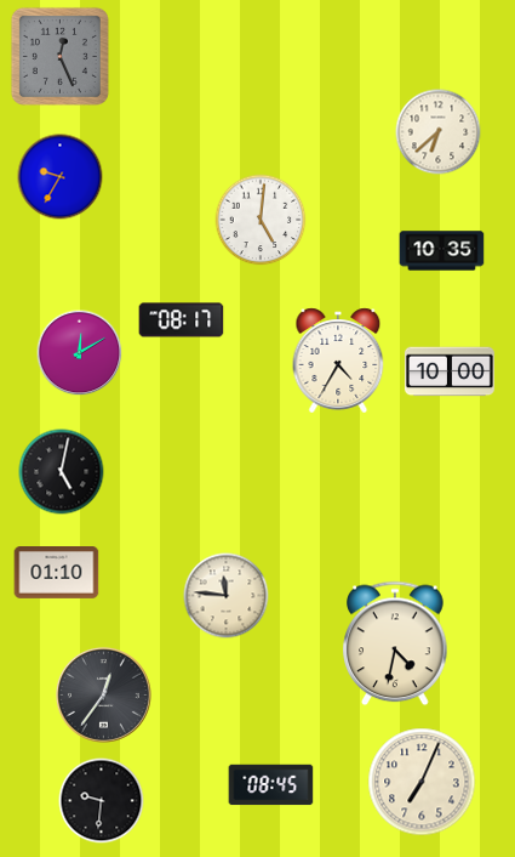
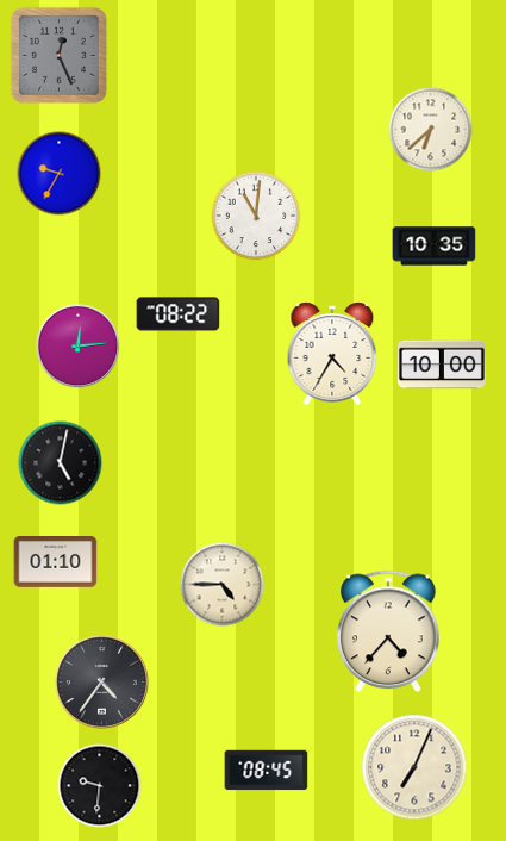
clock at (261, 220): 5:01 -> 11:01
clock at (182, 320): 08:17 -> 08:22
clock at (80, 353): 12:10 -> 12:14
clock at (227, 596): 11:46 -> 4:45
clock at (395, 643): 4:32 -> 4:37
clock at (104, 696): 12:36 -> 4:36
